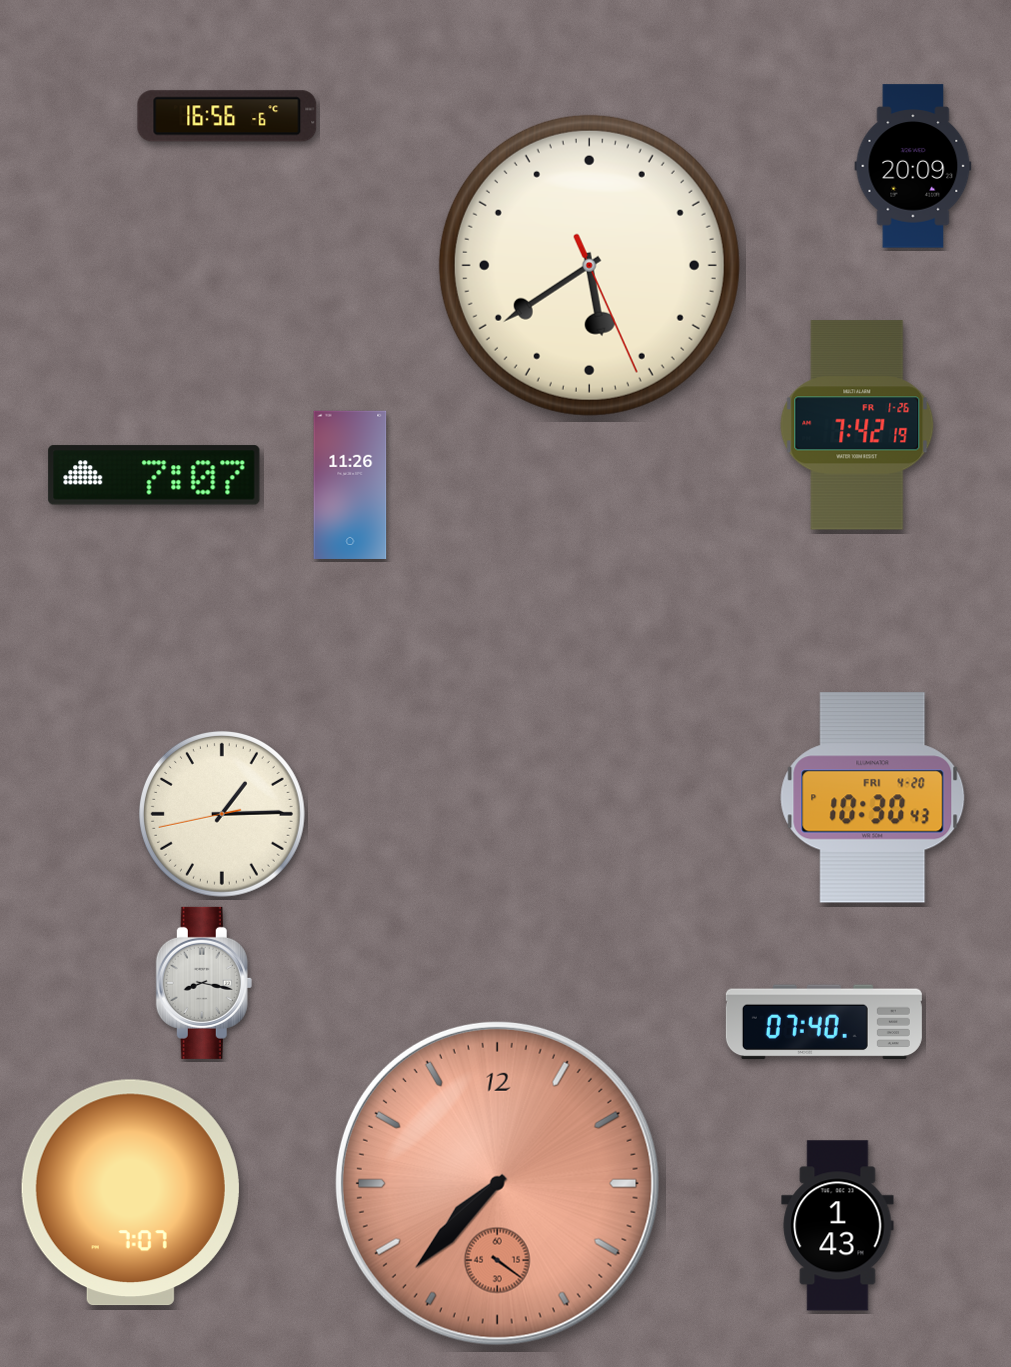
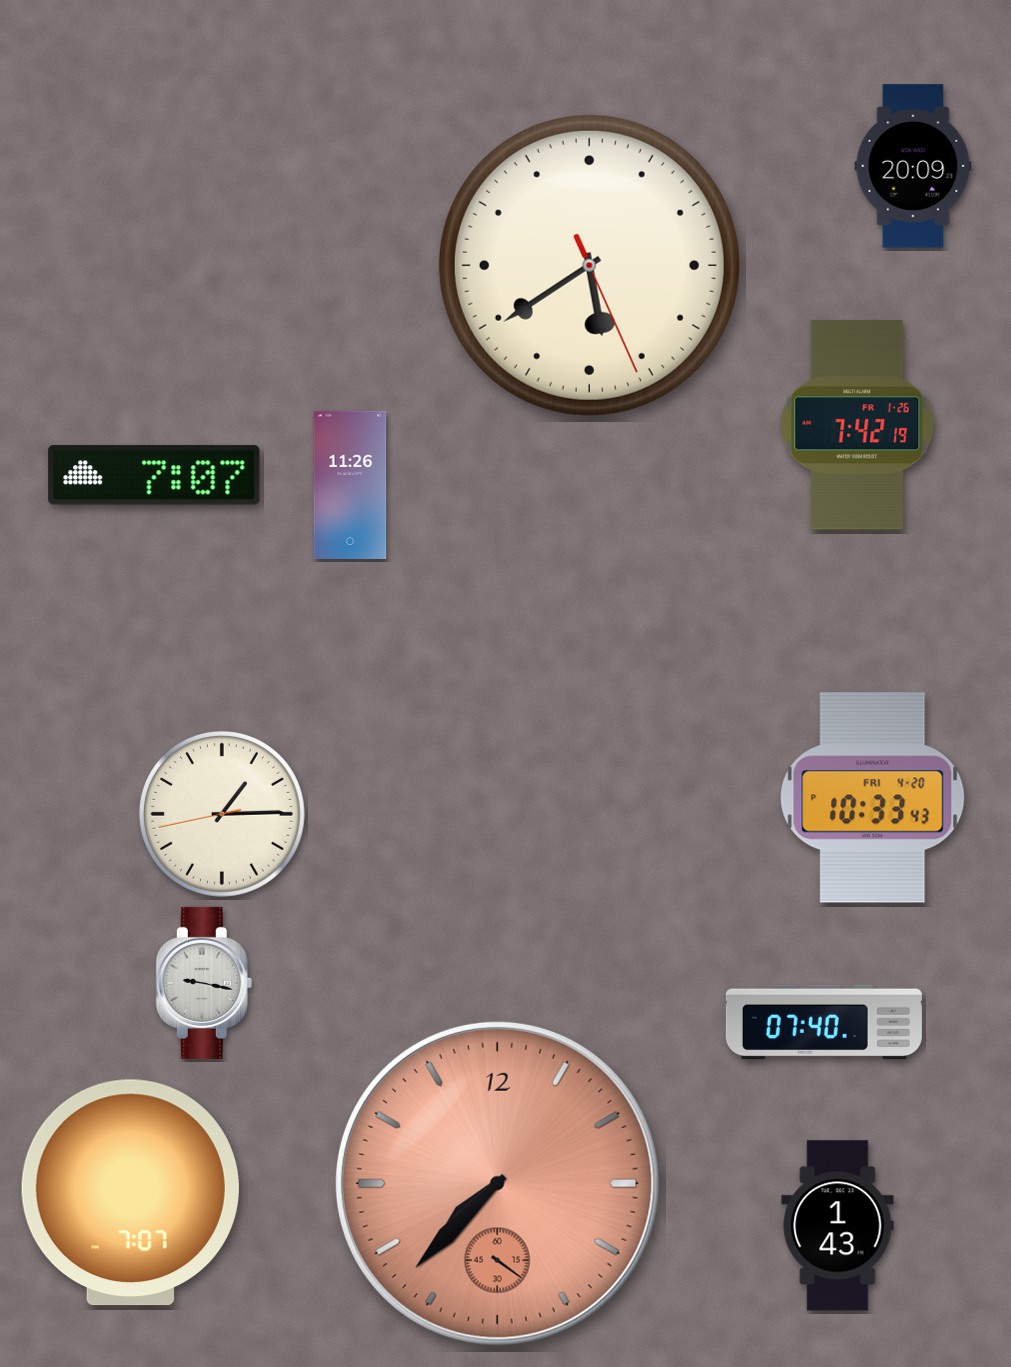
clock at (227, 116): 16:56 -> none
clock at (873, 798): 10:30 -> 10:33
clock at (204, 983): 8:17 -> 9:17
